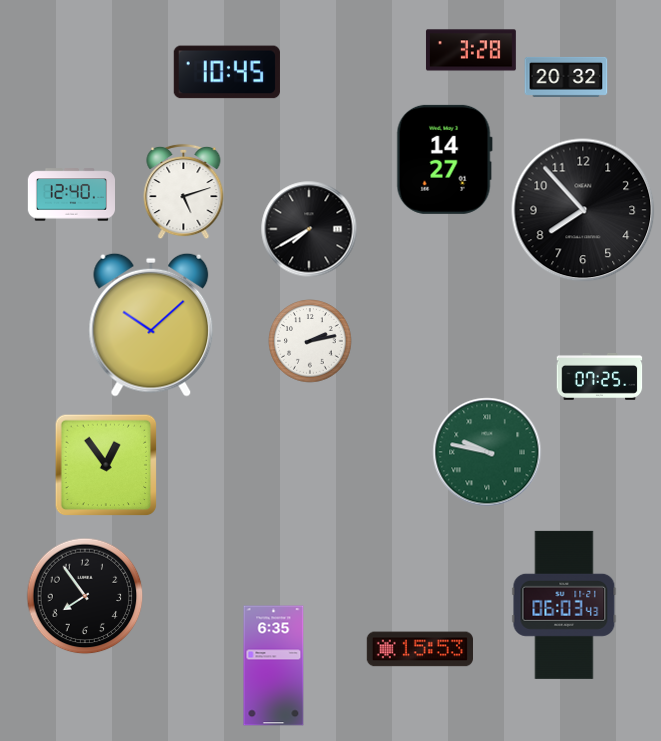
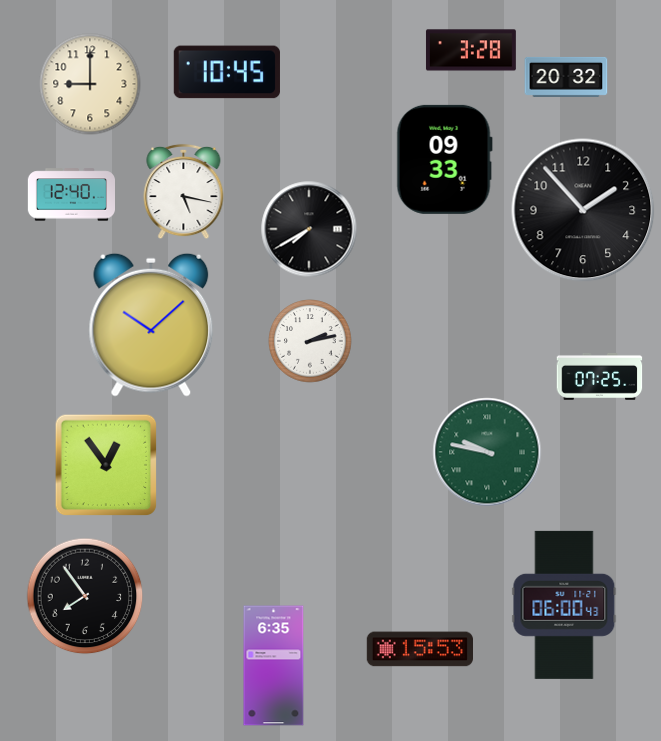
clock at (90, 84): none -> 9:00
clock at (444, 159): 14:27 -> 09:33
clock at (184, 192): 5:12 -> 5:17
clock at (583, 210): 7:53 -> 1:53
clock at (564, 605): 06:03 -> 06:00
